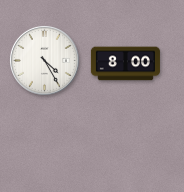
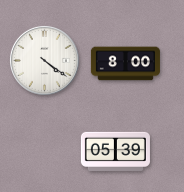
clock at (45, 61): 4:25 -> 4:21
clock at (115, 151): none -> 05:39
